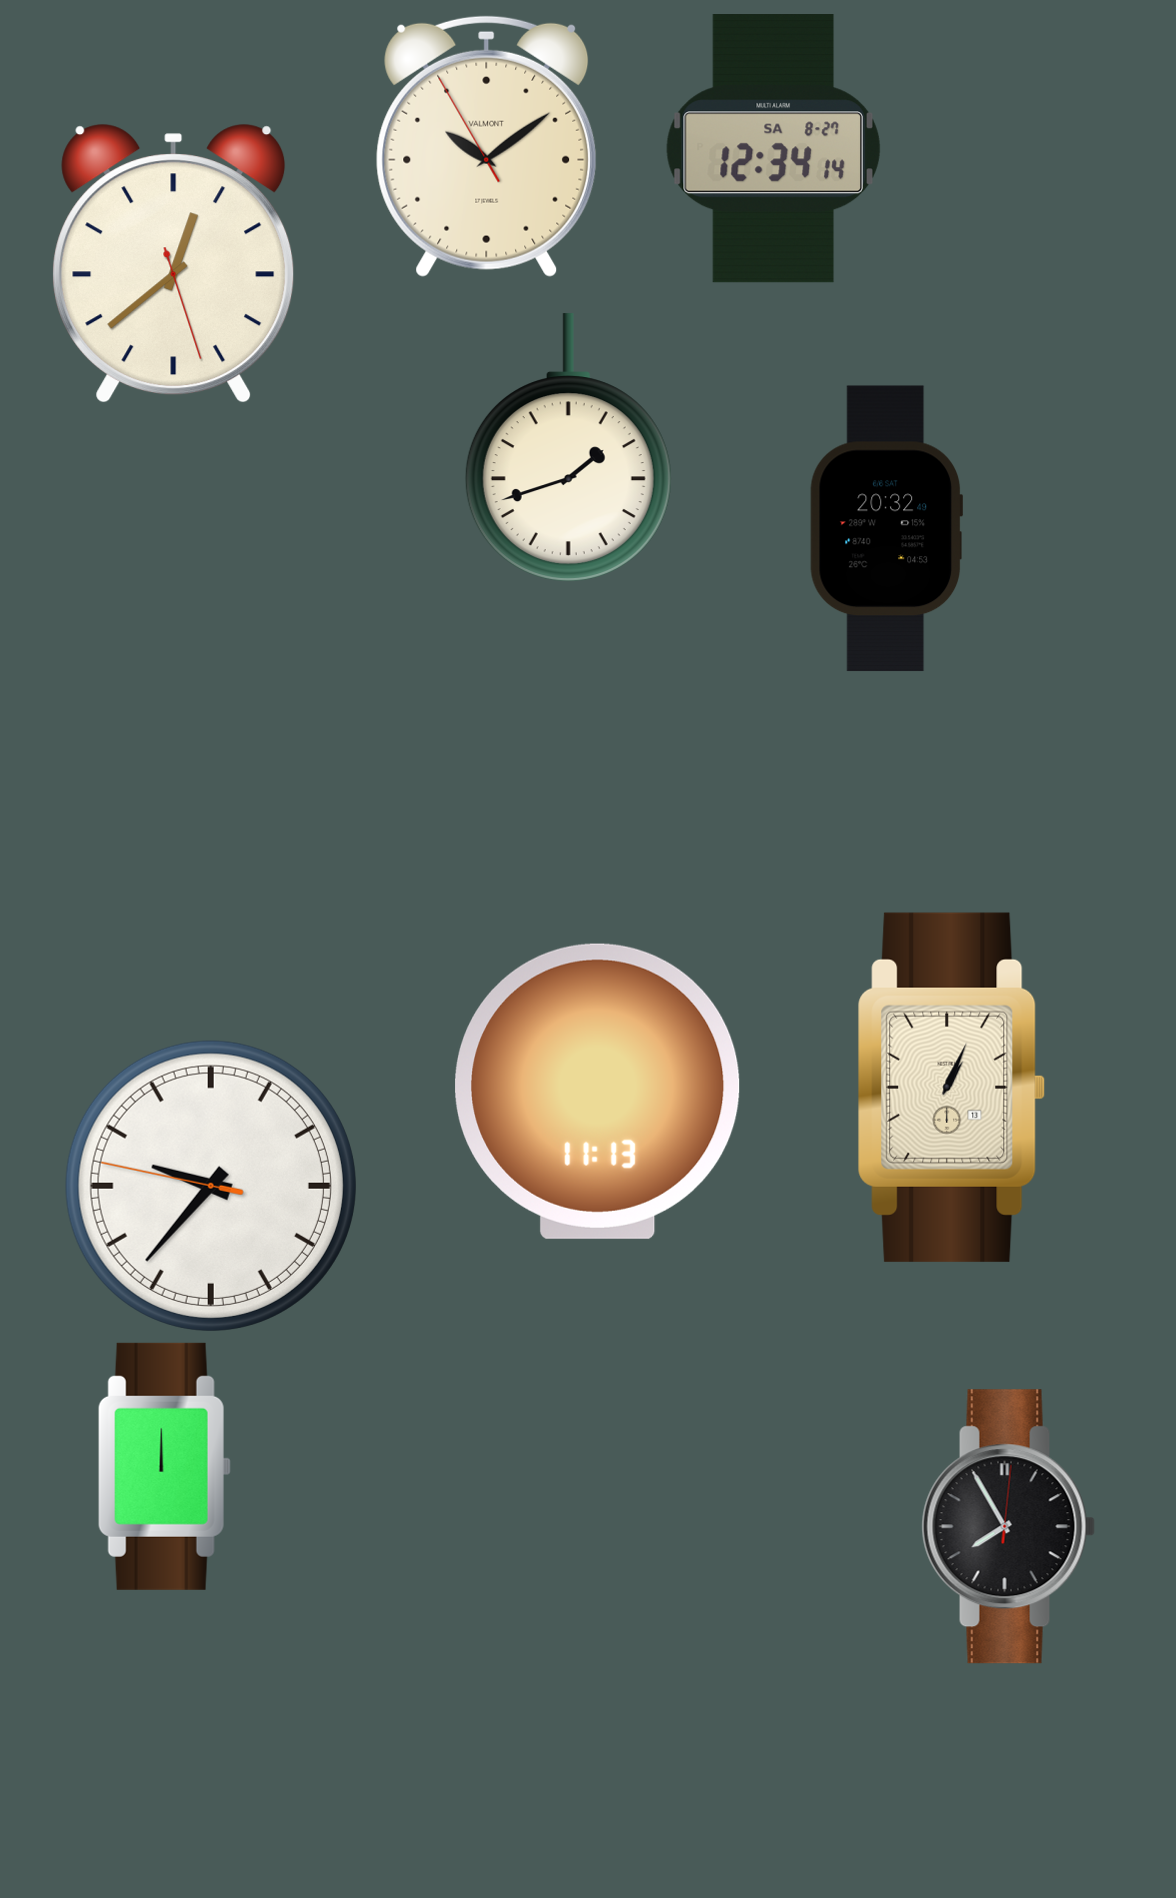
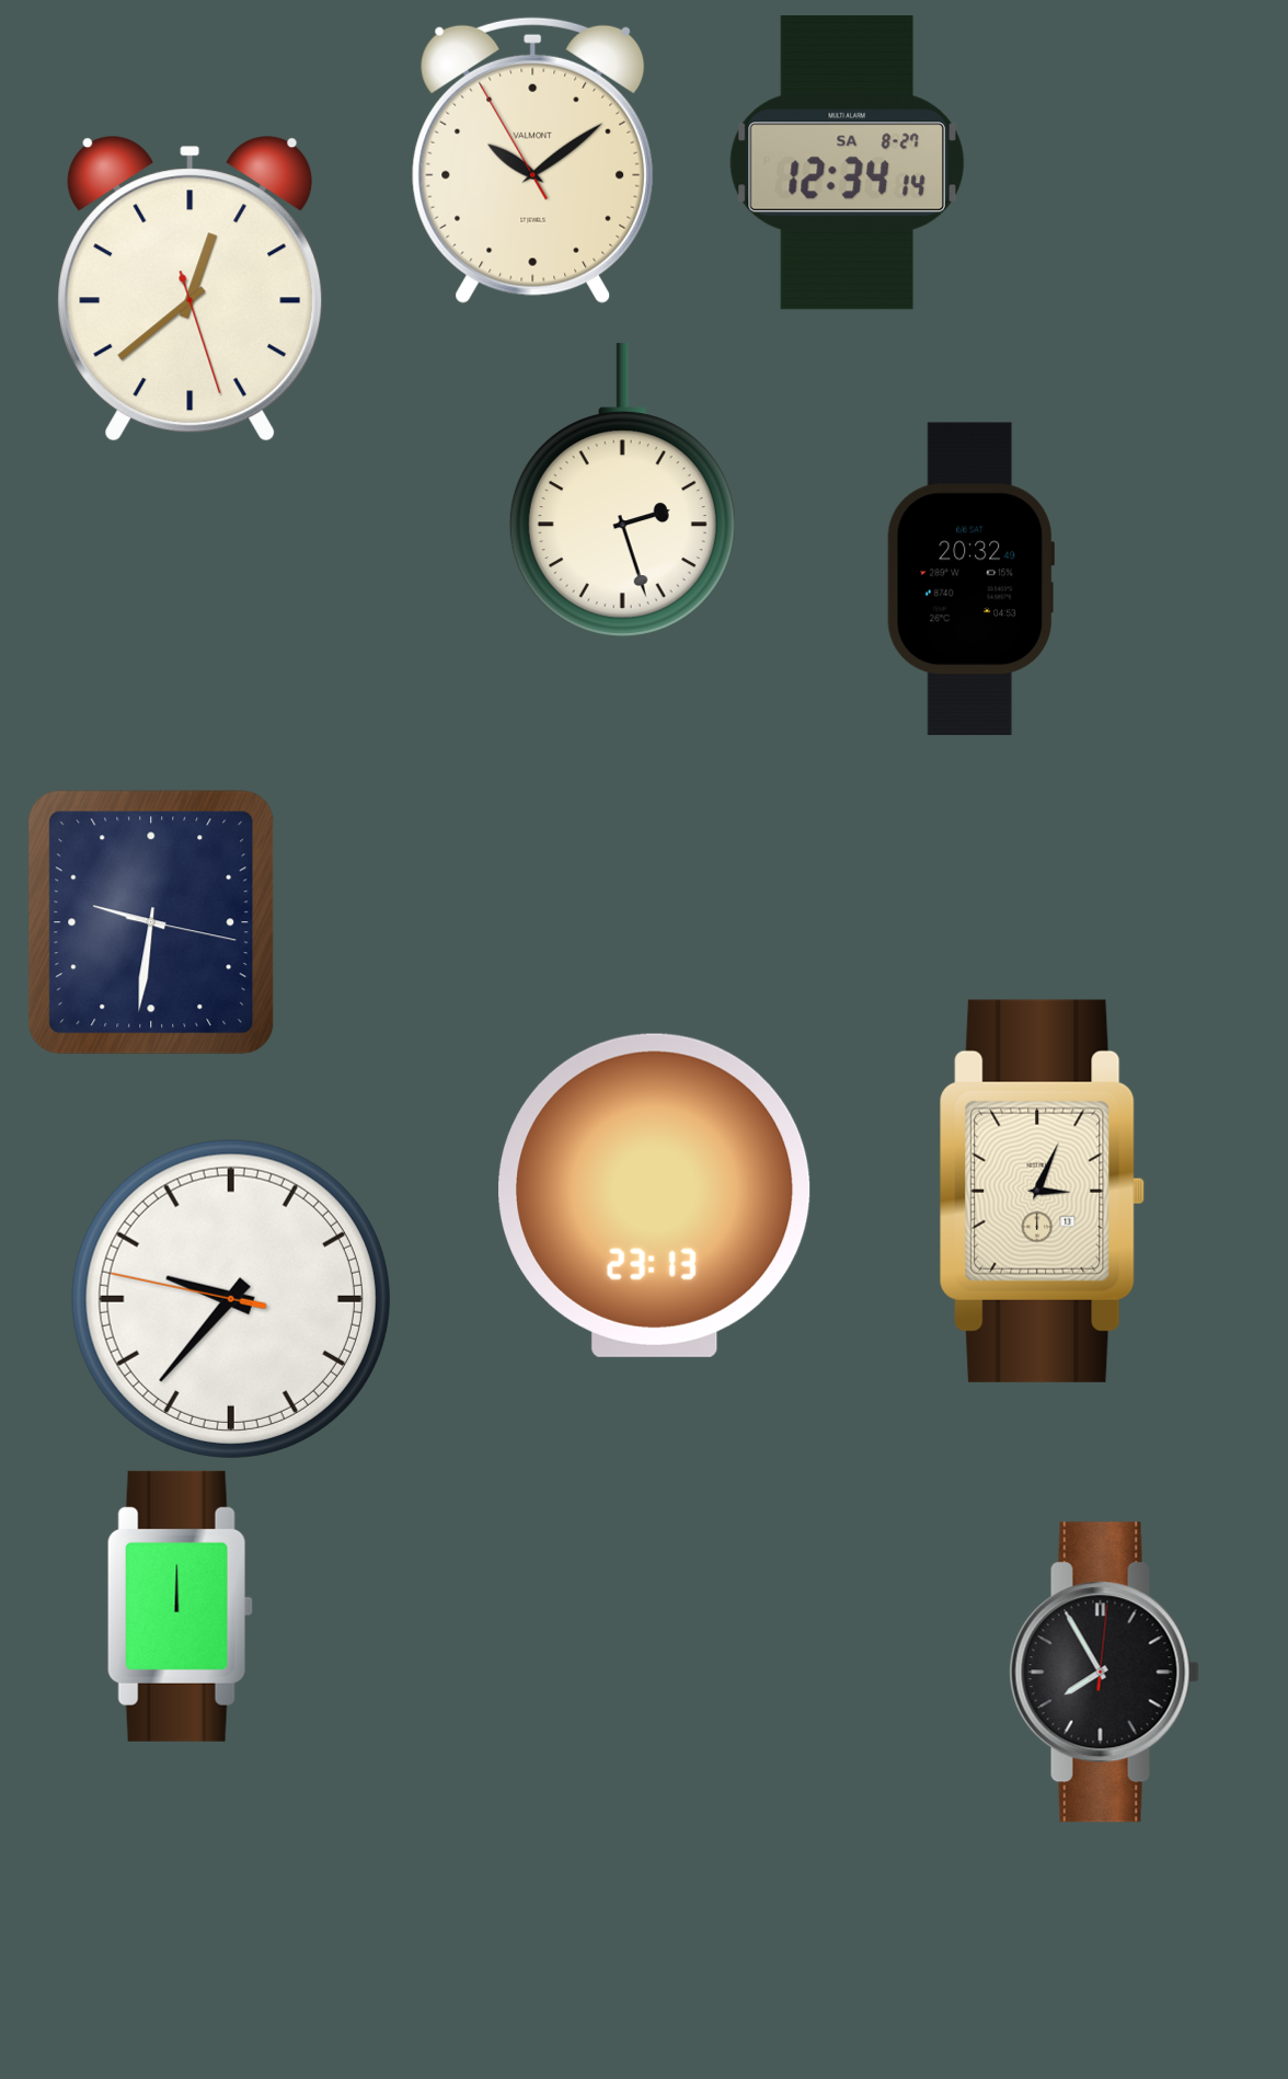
clock at (568, 448): 1:42 -> 2:27
clock at (151, 922): none -> 9:31
clock at (951, 1087): 1:04 -> 3:04
clock at (598, 1091): 11:13 -> 23:13
